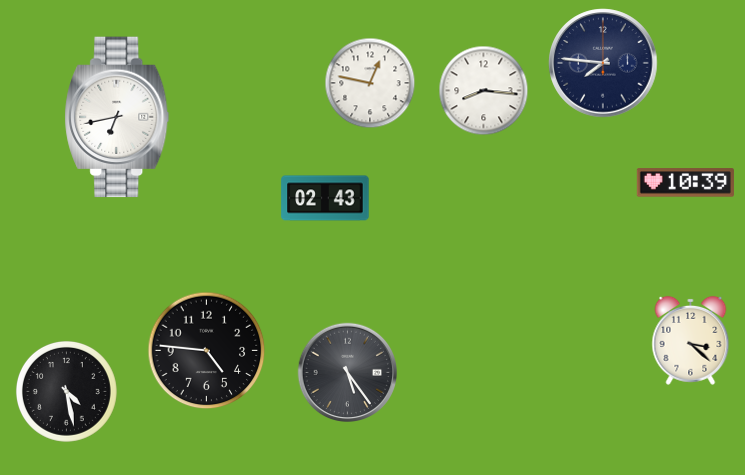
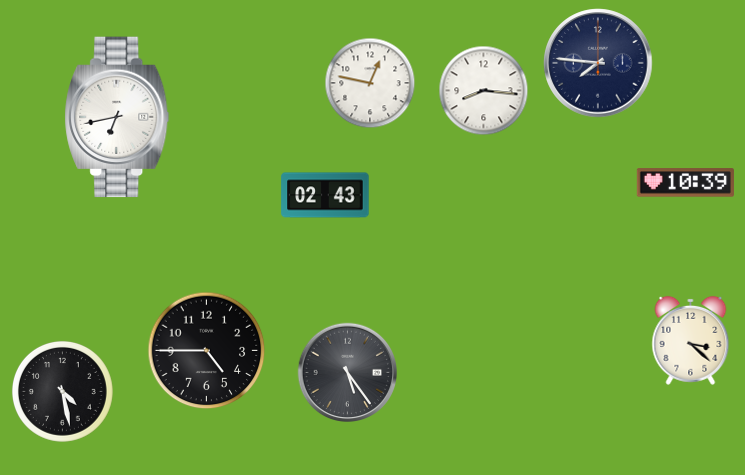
clock at (603, 63) position: (603, 63) -> (598, 63)
clock at (325, 198) position: (325, 198) -> (325, 195)
clock at (207, 351): 4:46 -> 4:45
clock at (66, 391) position: (66, 391) -> (62, 391)
